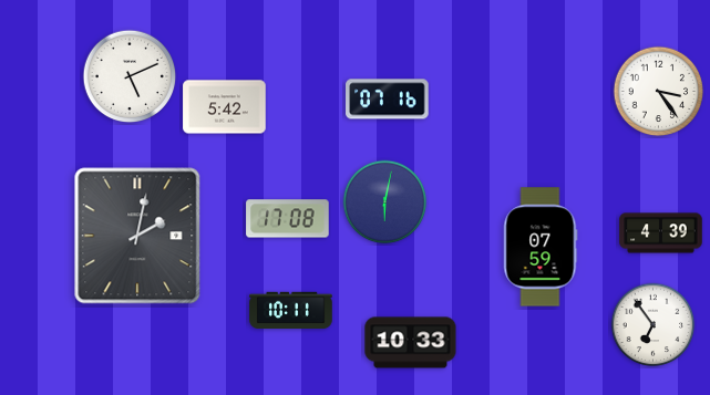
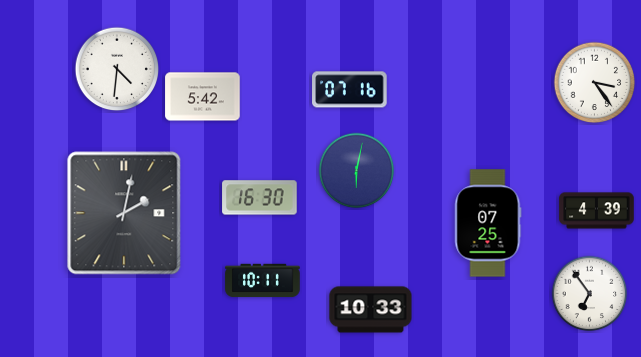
clock at (130, 76): 5:11 -> 4:31
clock at (385, 202) position: (385, 202) -> (357, 171)
clock at (288, 219): 17:08 -> 16:30
clock at (541, 247): 07:59 -> 07:25
